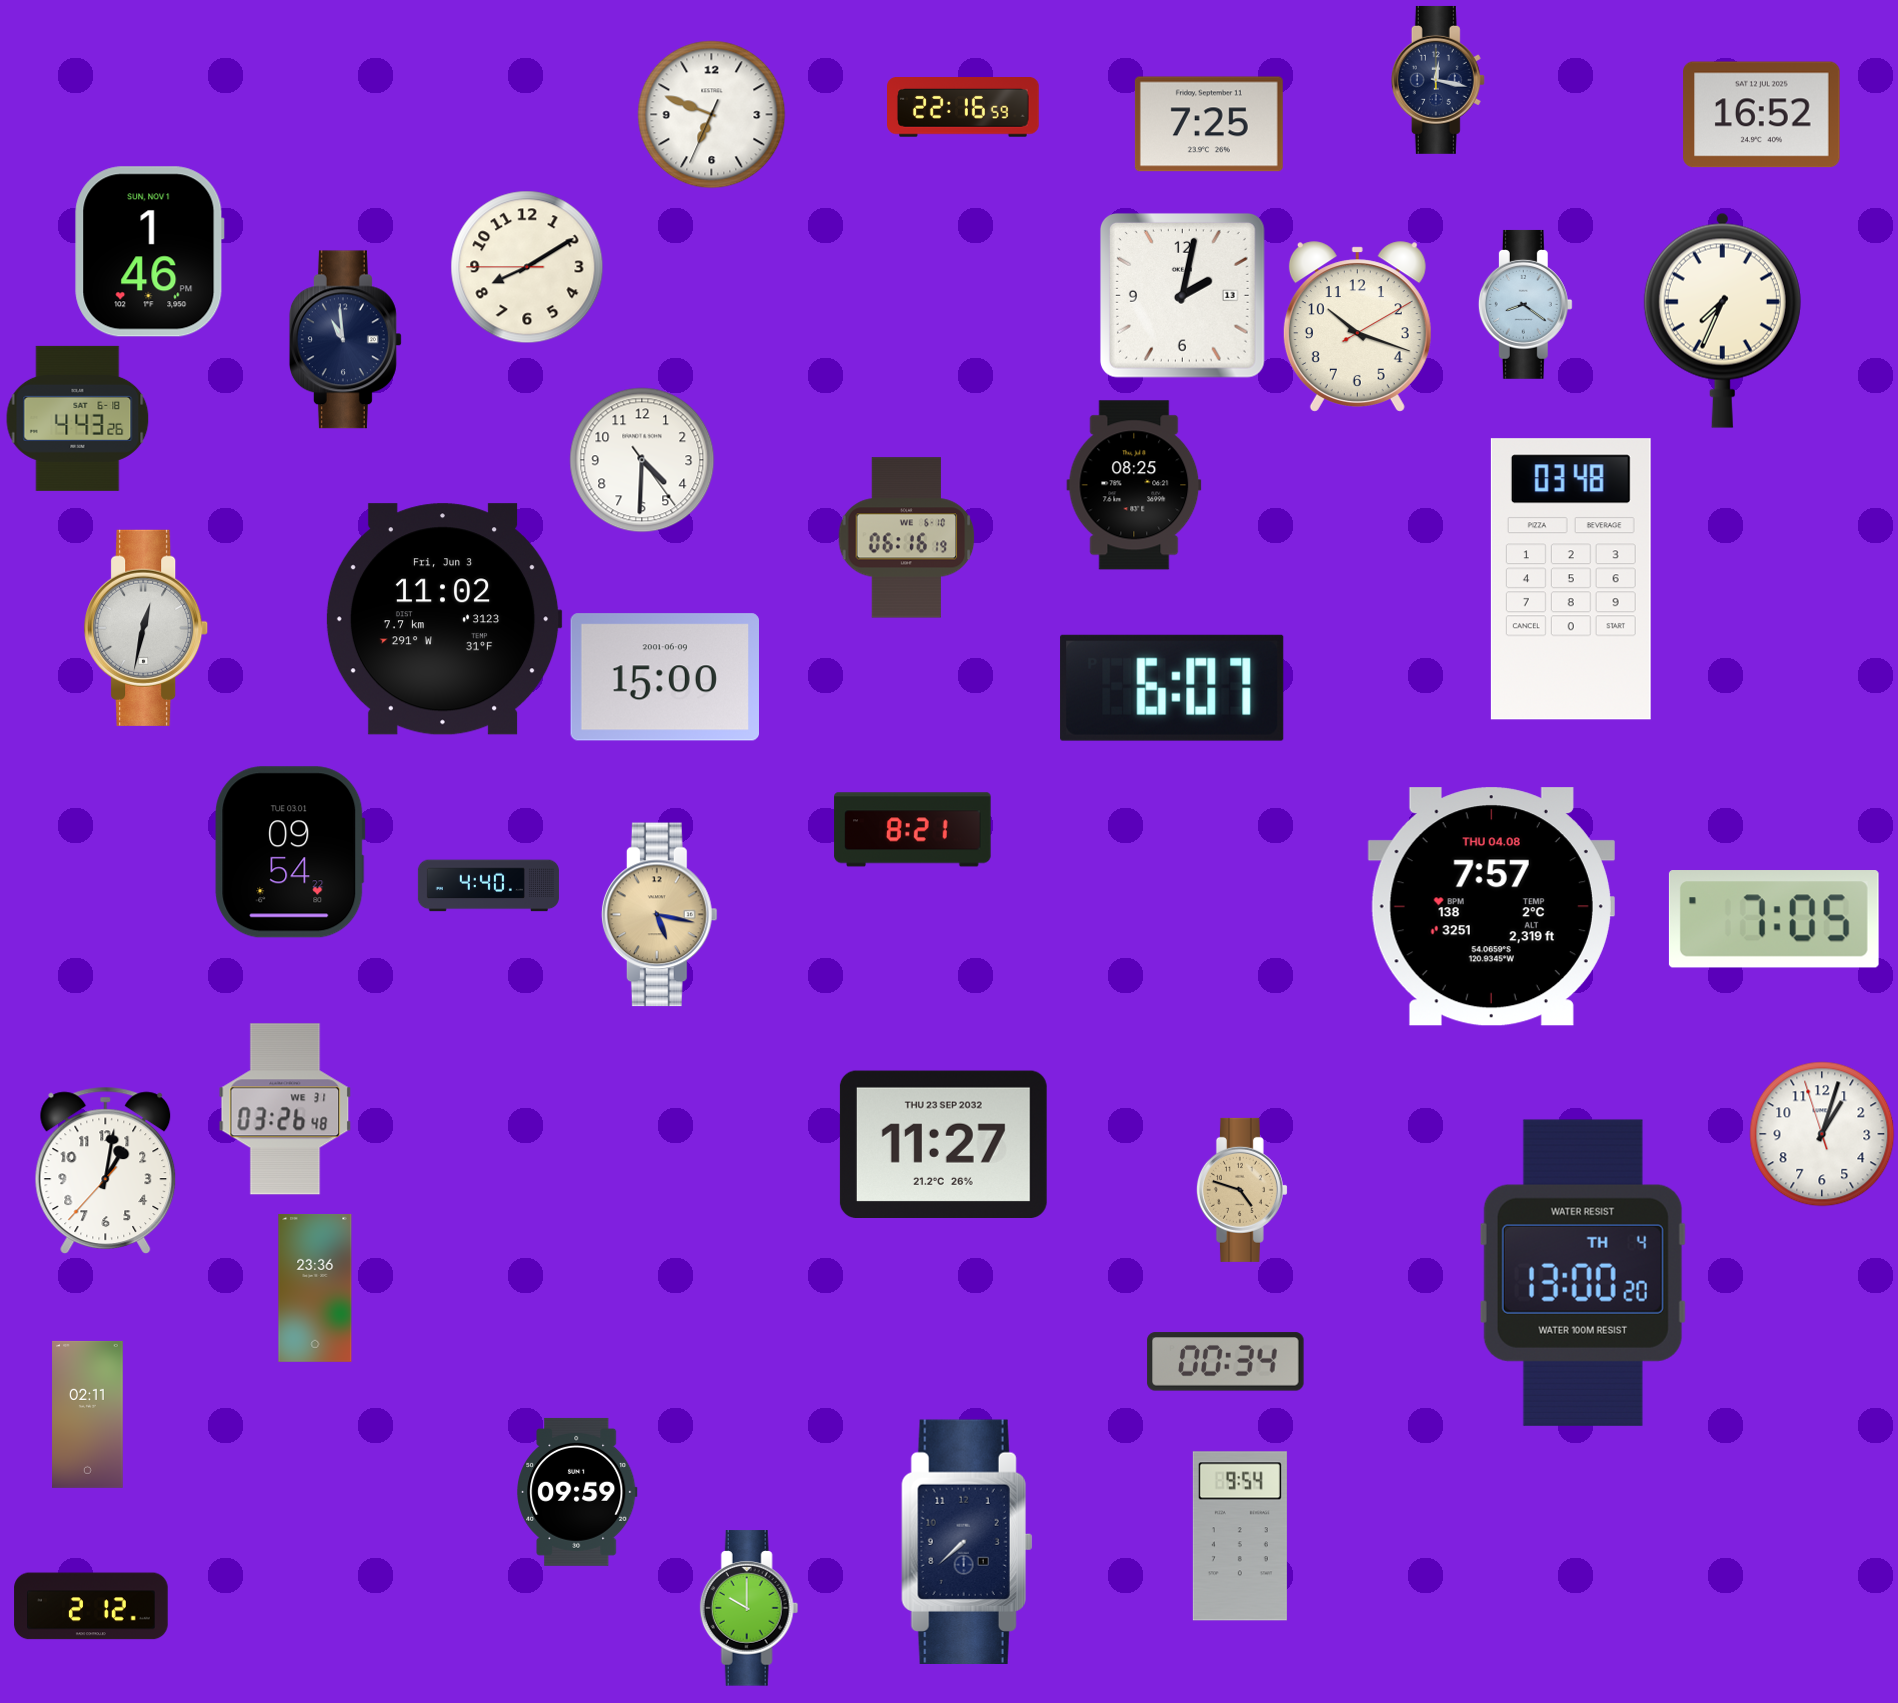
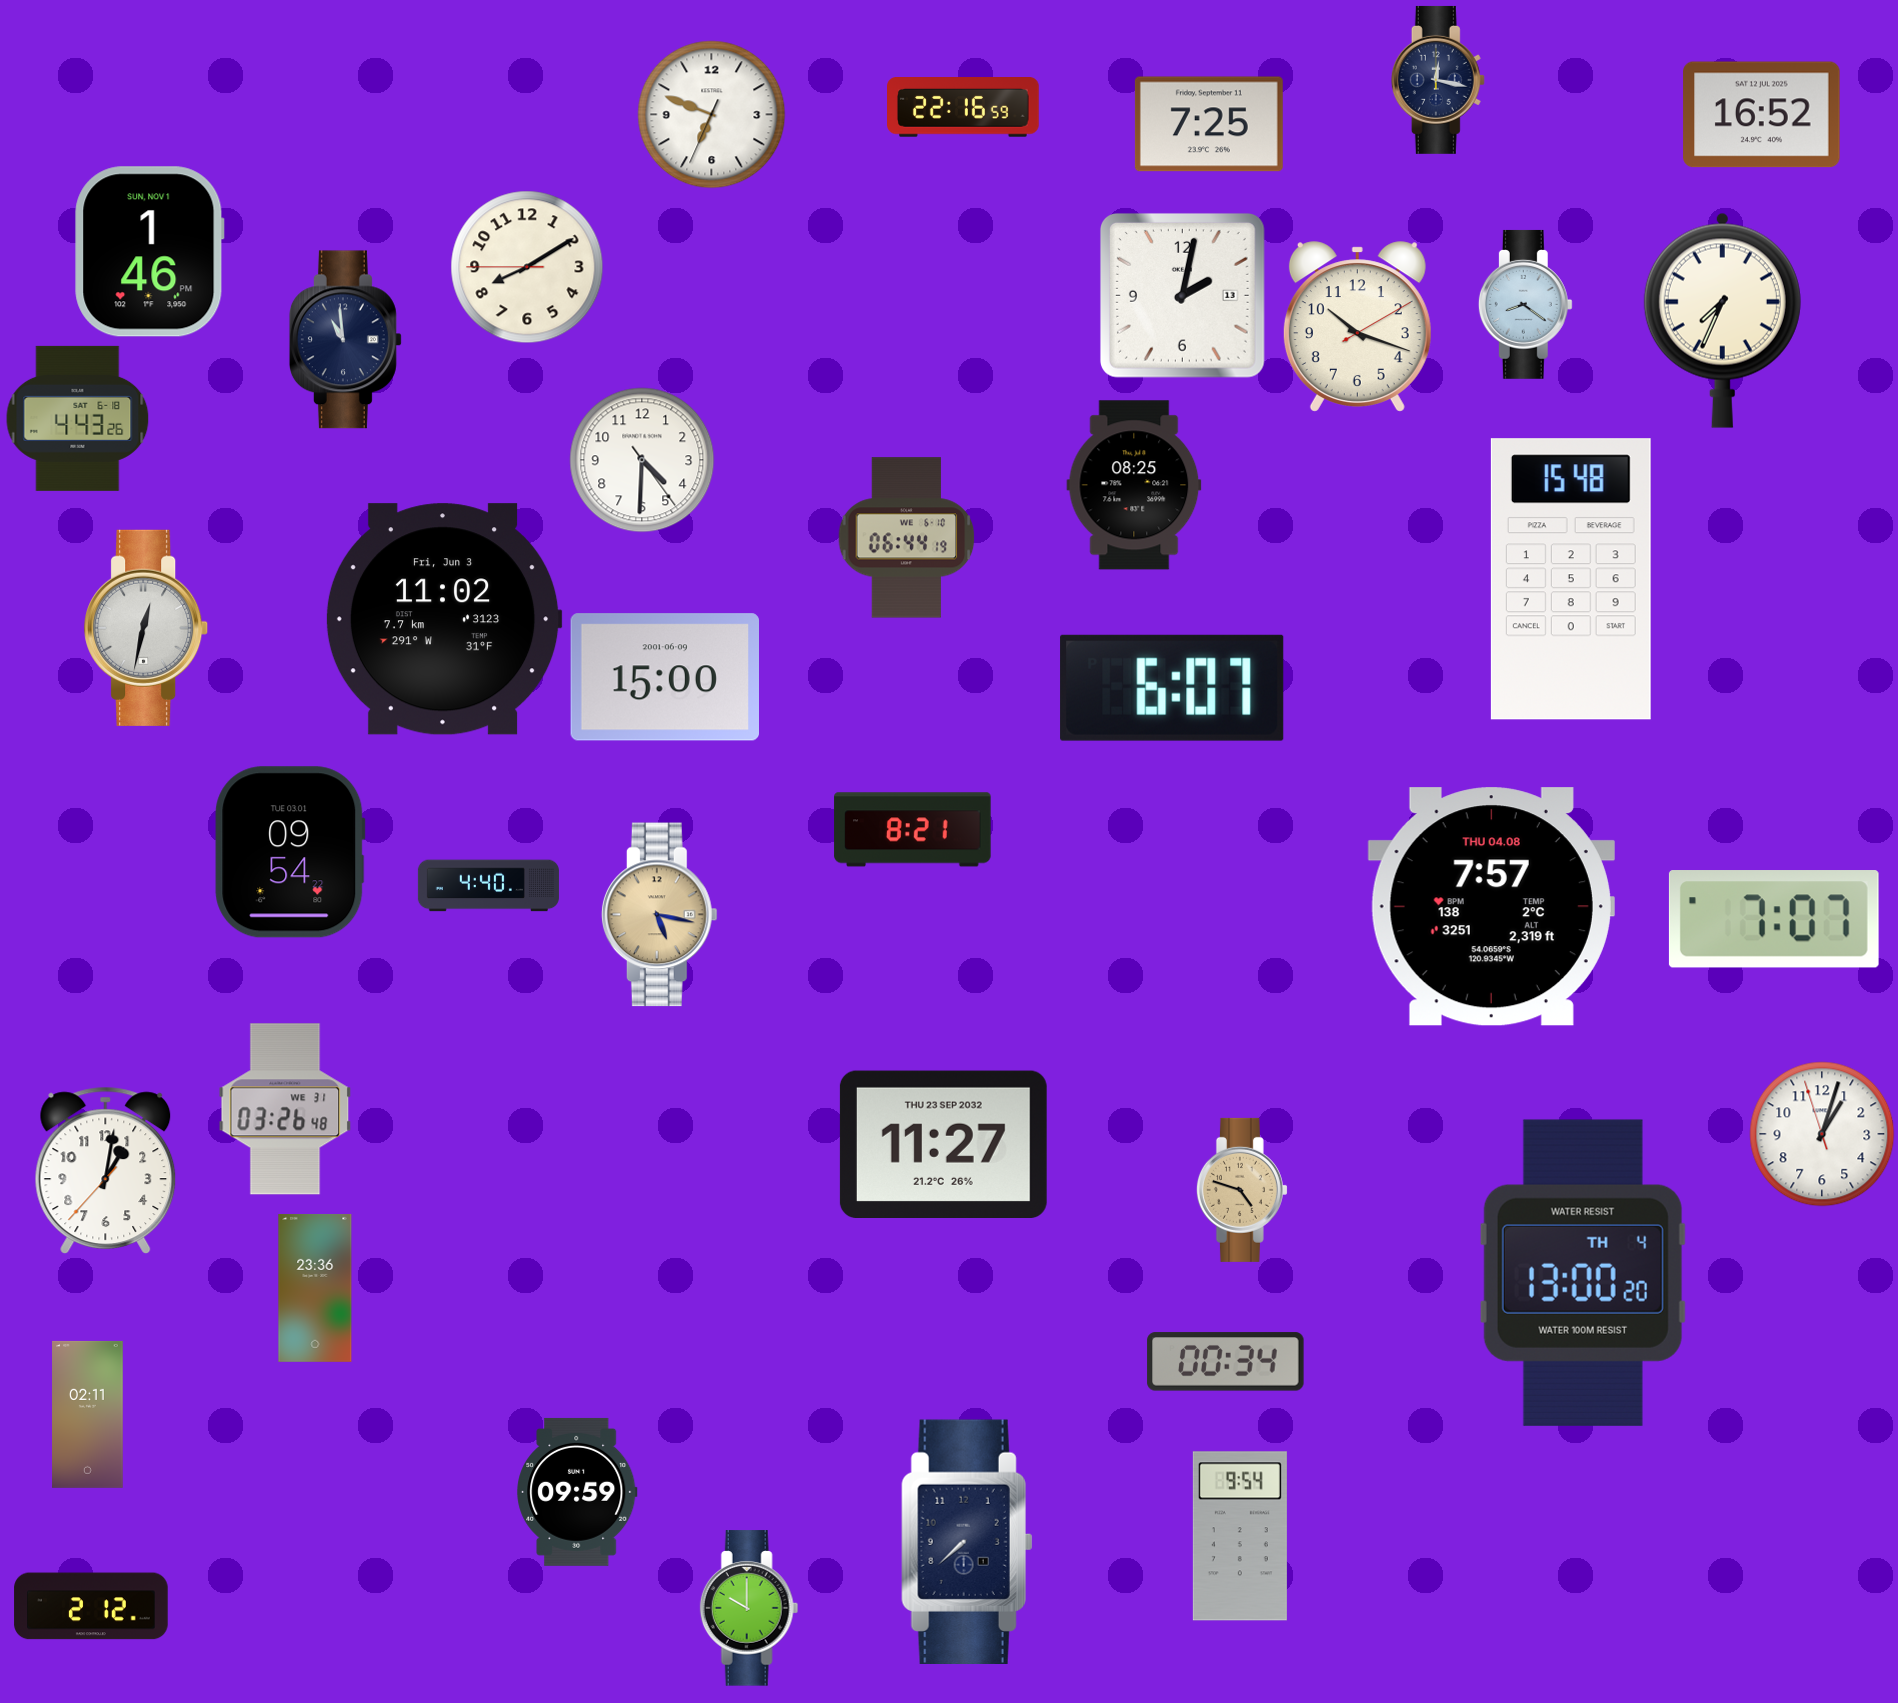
clock at (907, 538): 06:16 -> 06:44
clock at (1571, 579): 03:48 -> 15:48
clock at (1774, 919): 7:05 -> 7:07
